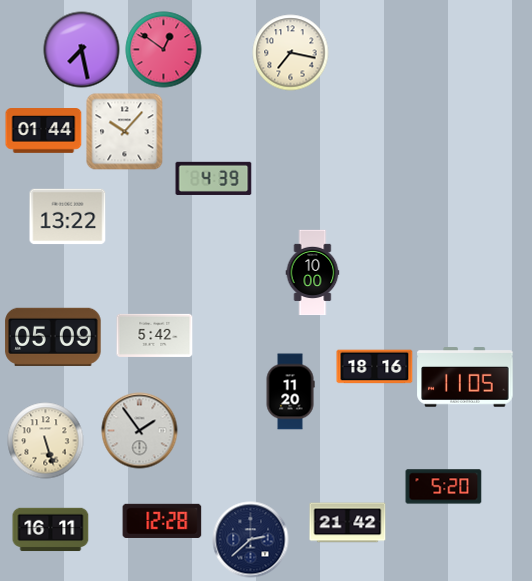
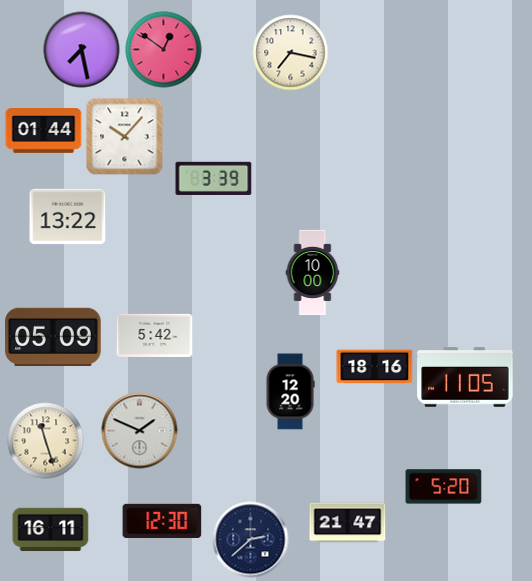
clock at (125, 132) position: (125, 132) -> (125, 137)
clock at (214, 178): 4:39 -> 3:39
clock at (290, 392): 11:20 -> 12:20
clock at (140, 431): 1:54 -> 1:49
clock at (46, 441): 5:27 -> 11:27
clock at (162, 520): 12:28 -> 12:30
clock at (348, 523): 21:42 -> 21:47
